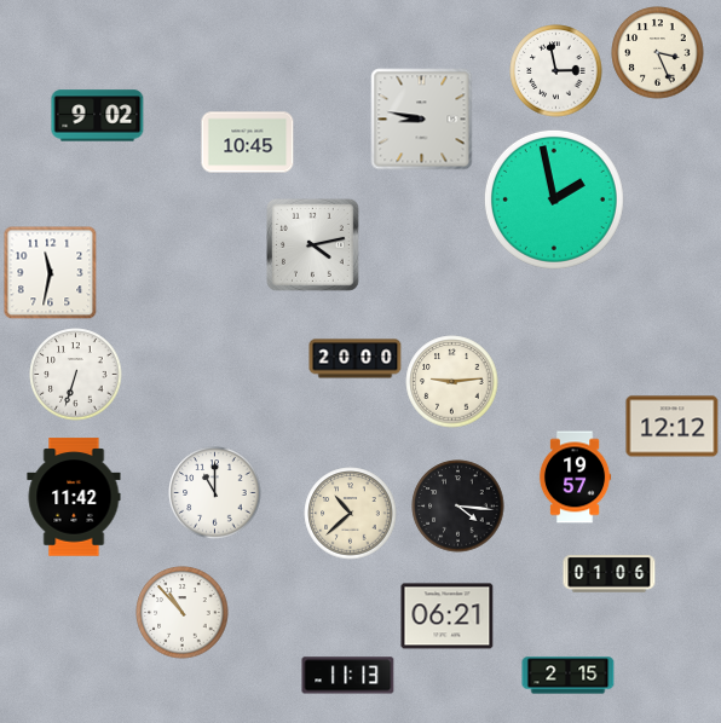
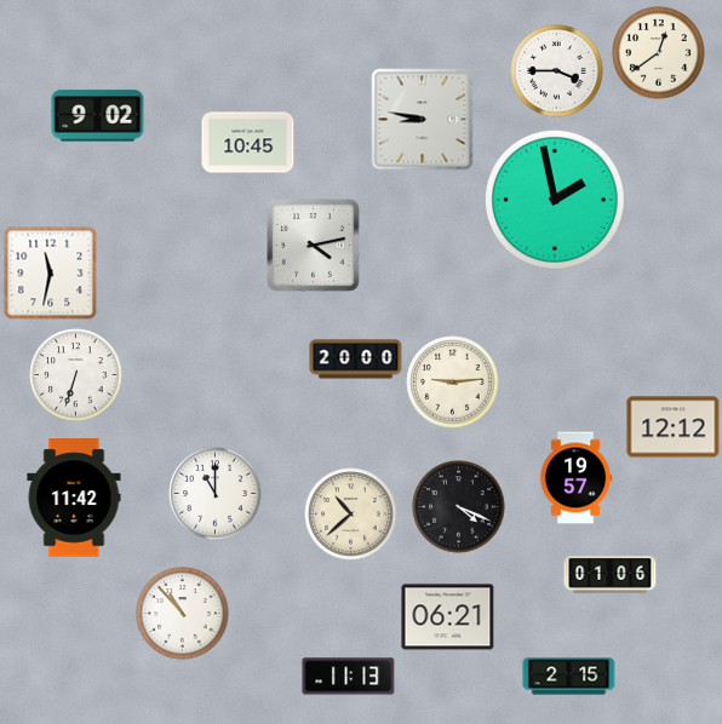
clock at (658, 53): 3:26 -> 12:39
clock at (556, 71): 2:58 -> 3:45
clock at (458, 507): 4:16 -> 4:19
